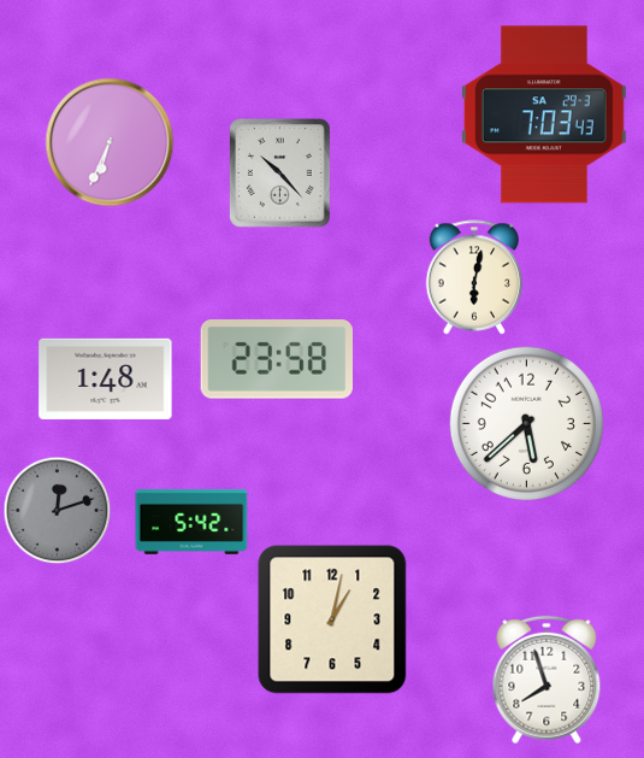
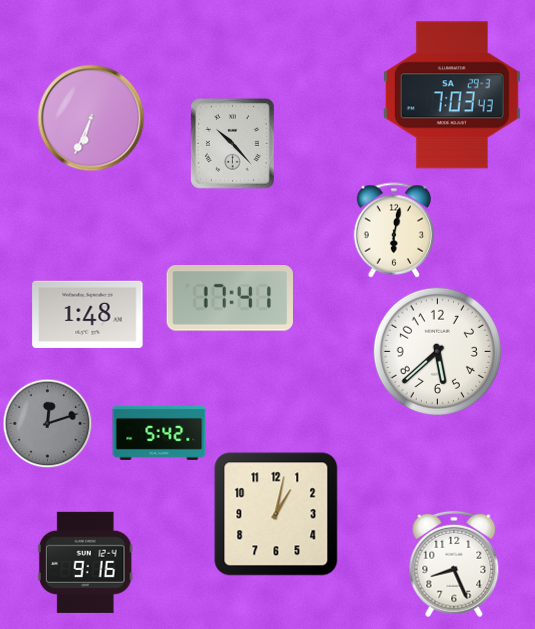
clock at (276, 360): 23:58 -> 17:41
clock at (85, 562): none -> 9:16
clock at (546, 680): 7:57 -> 8:26
